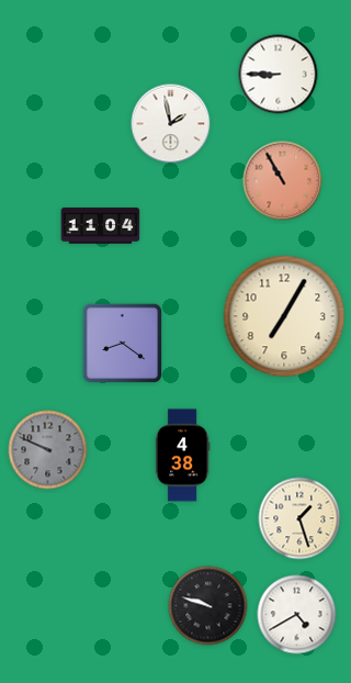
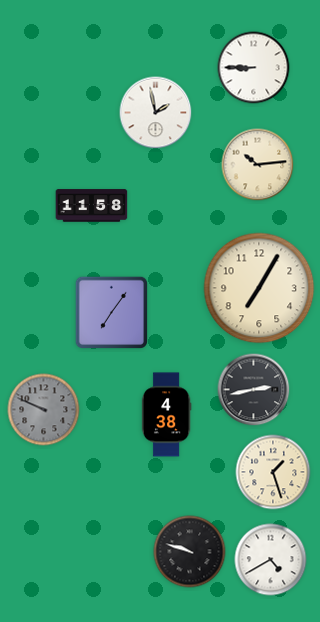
clock at (283, 181): 10:55 -> 10:14
clock at (283, 181) dial: salmon -> cream
clock at (101, 226): 11:04 -> 11:58
clock at (123, 344): 8:21 -> 7:06
clock at (254, 390): none -> 2:43
